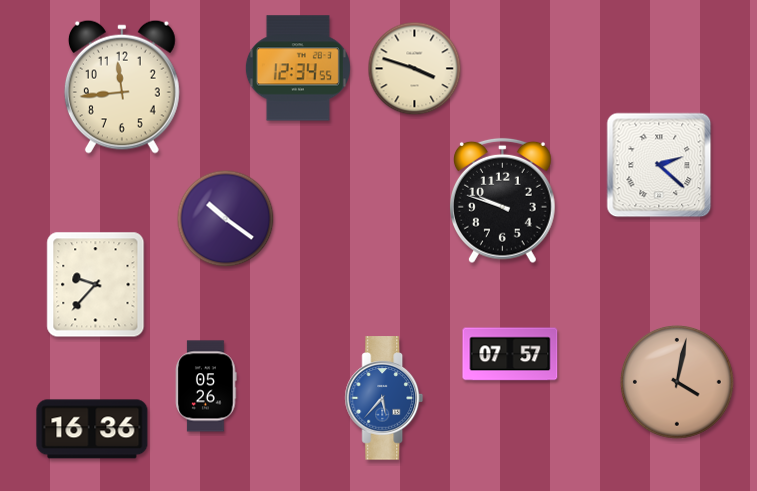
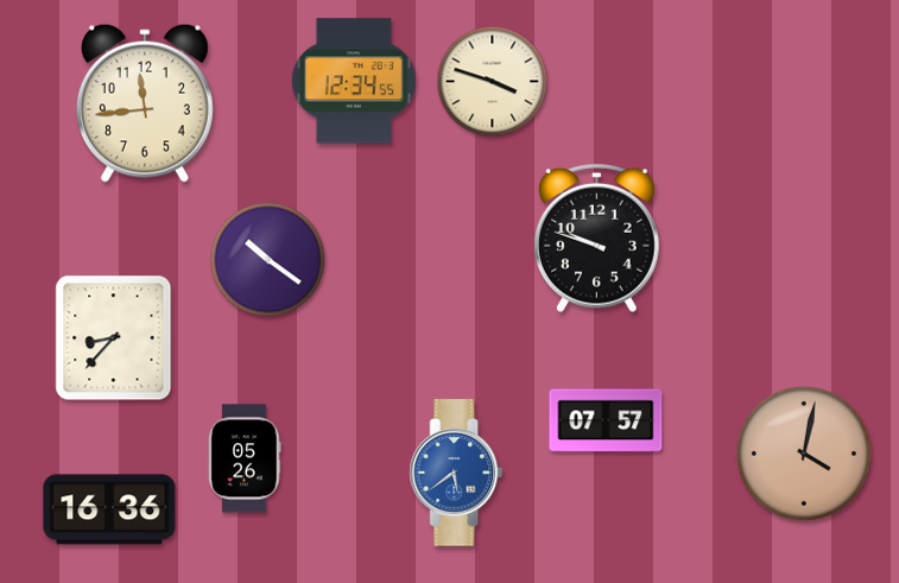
clock at (659, 165): 2:22 -> none
clock at (96, 285): 9:37 -> 8:37
clock at (384, 398): 5:37 -> 5:39
